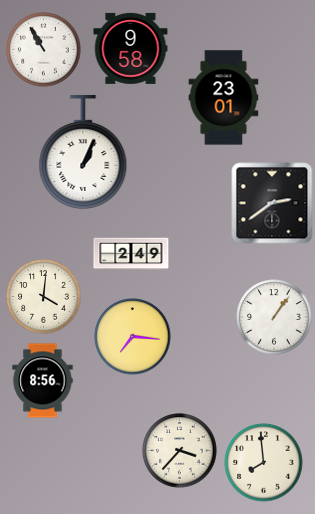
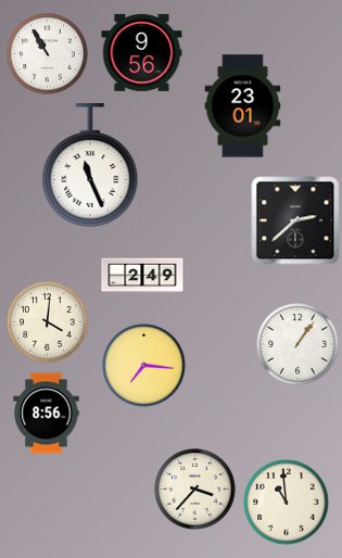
clock at (131, 48): 9:58 -> 9:56
clock at (83, 152): 1:04 -> 11:26
clock at (272, 203): 2:39 -> 2:38
clock at (264, 463): 7:59 -> 10:59
